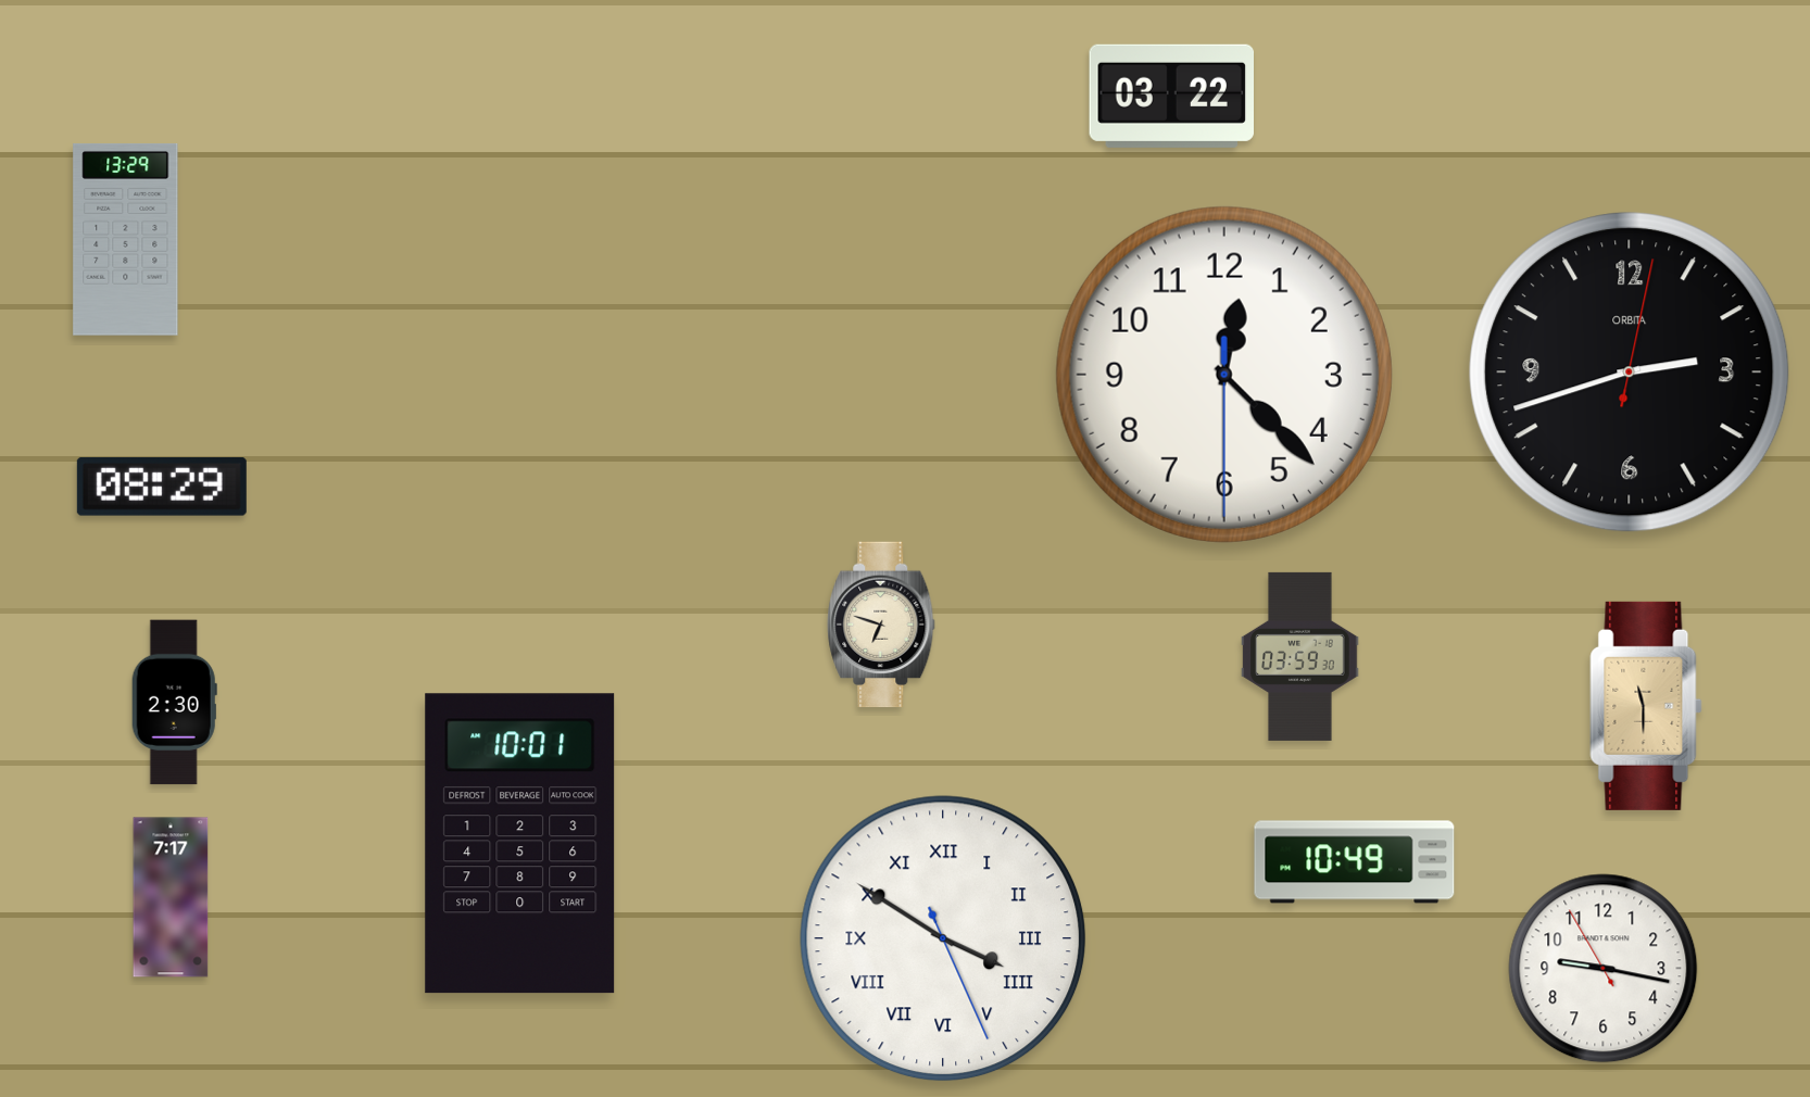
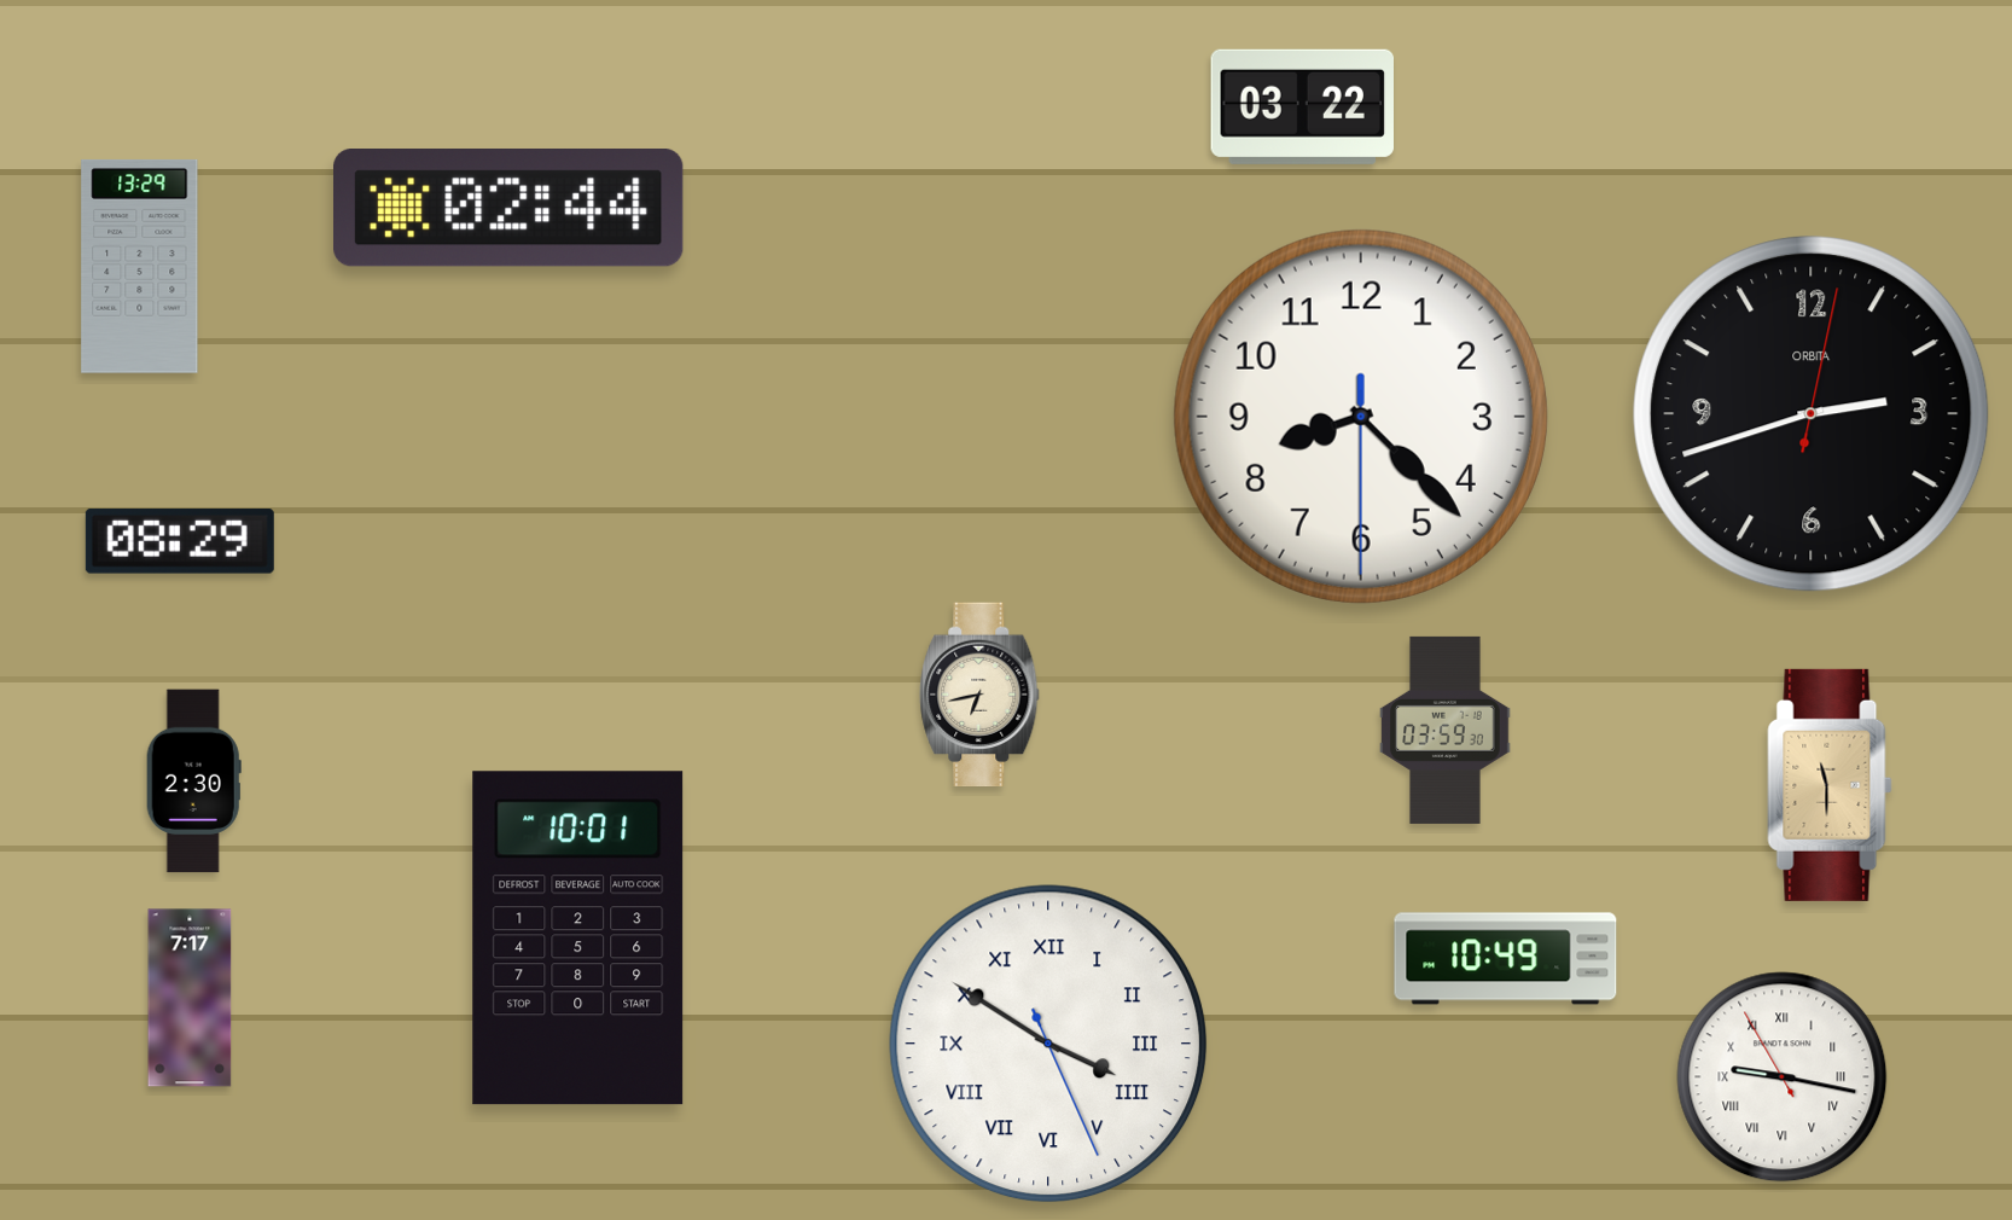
clock at (510, 209): none -> 02:44
clock at (1224, 375): 12:22 -> 8:22
clock at (881, 625): 6:48 -> 6:43
clock at (1604, 969) numerals: Arabic -> Roman
